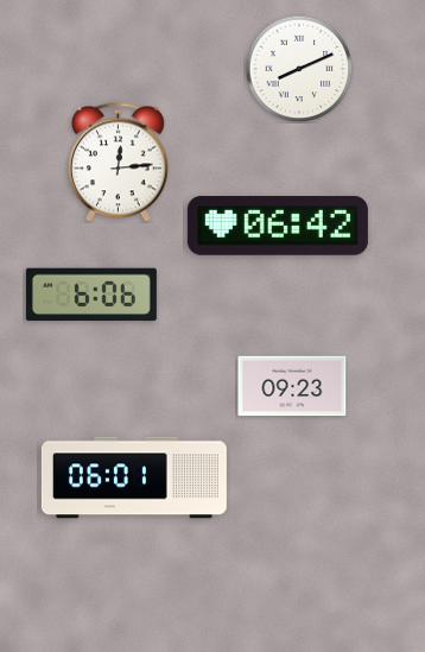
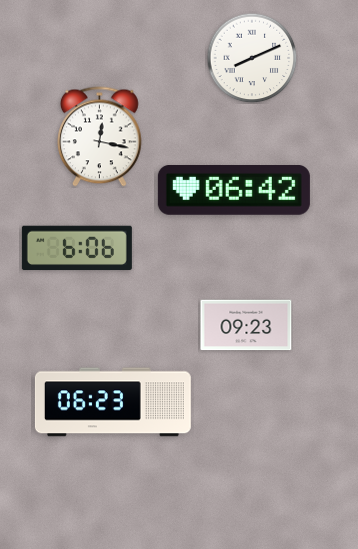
clock at (119, 163): 12:14 -> 12:17
clock at (134, 477): 06:01 -> 06:23
